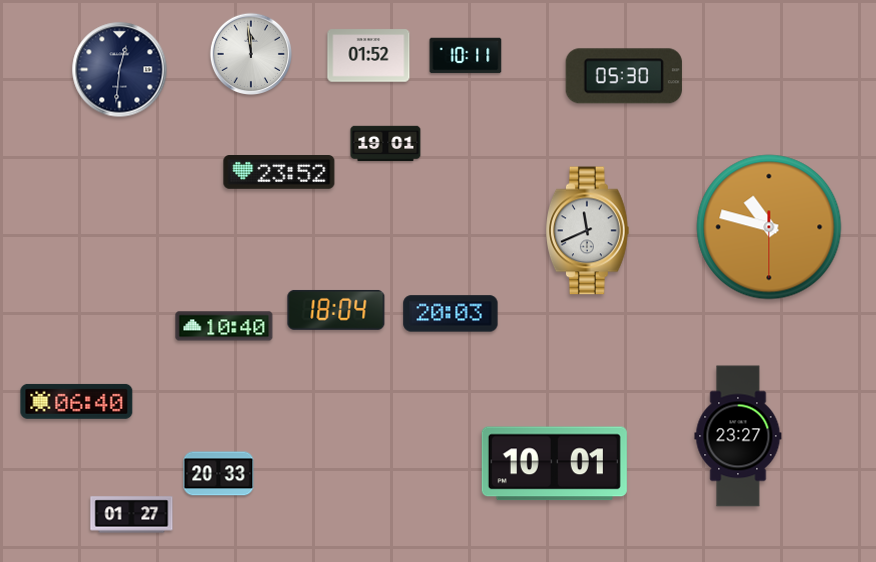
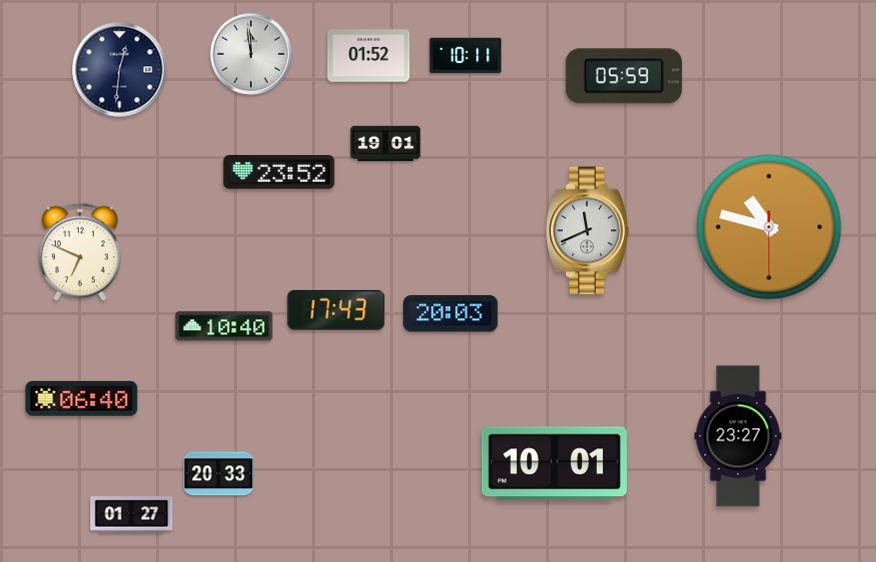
clock at (624, 76): 05:30 -> 05:59
clock at (80, 252): none -> 6:49
clock at (336, 310): 18:04 -> 17:43
clock at (77, 401) position: (77, 401) -> (82, 398)
